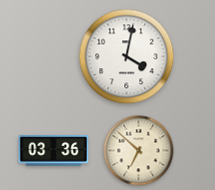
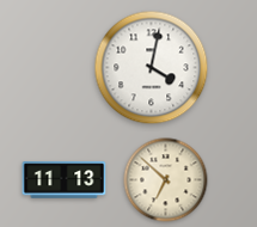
clock at (54, 151): 03:36 -> 11:13
